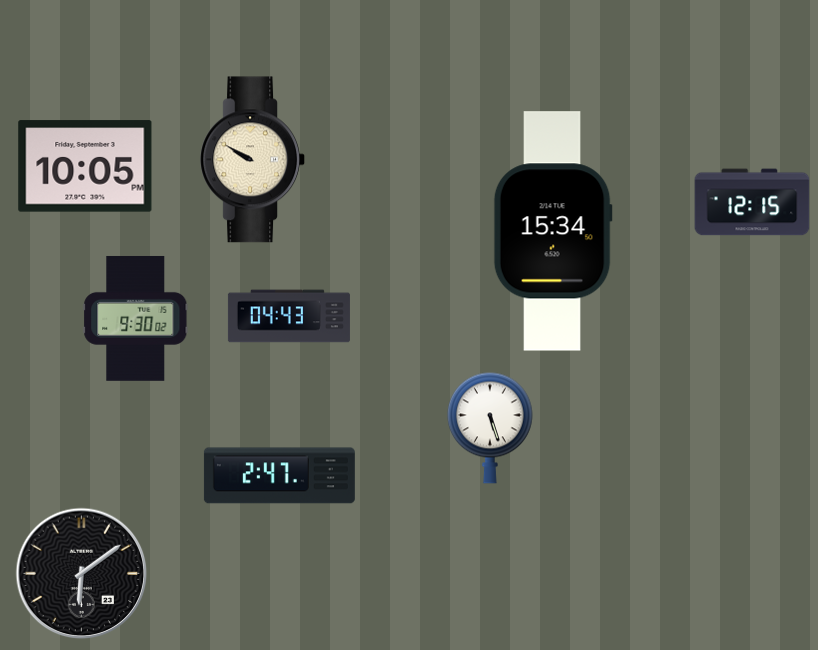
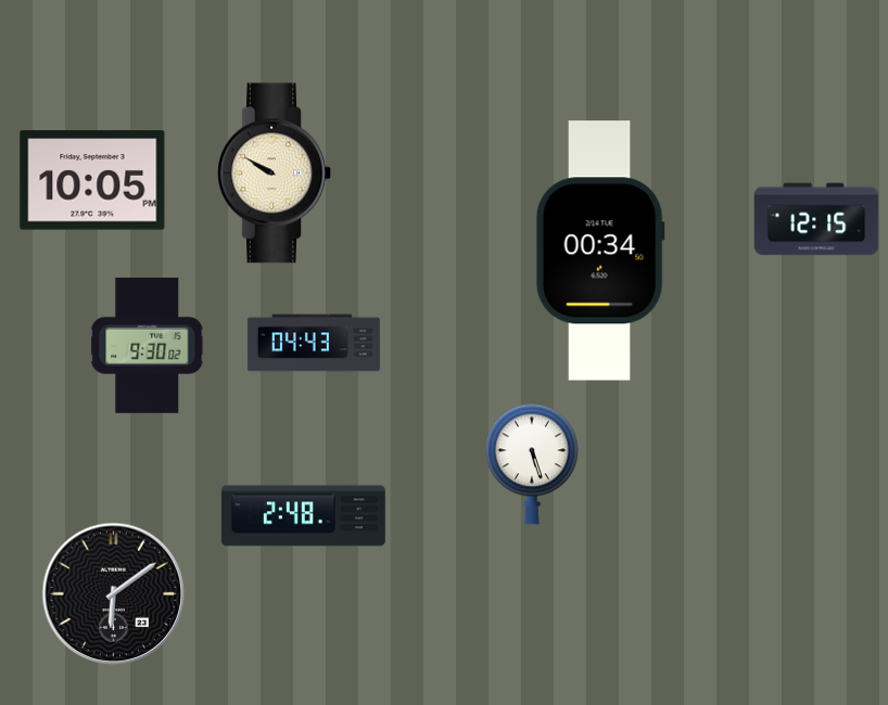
clock at (553, 231): 15:34 -> 00:34
clock at (279, 476): 2:47 -> 2:48
clock at (82, 574) position: (82, 574) -> (114, 594)
